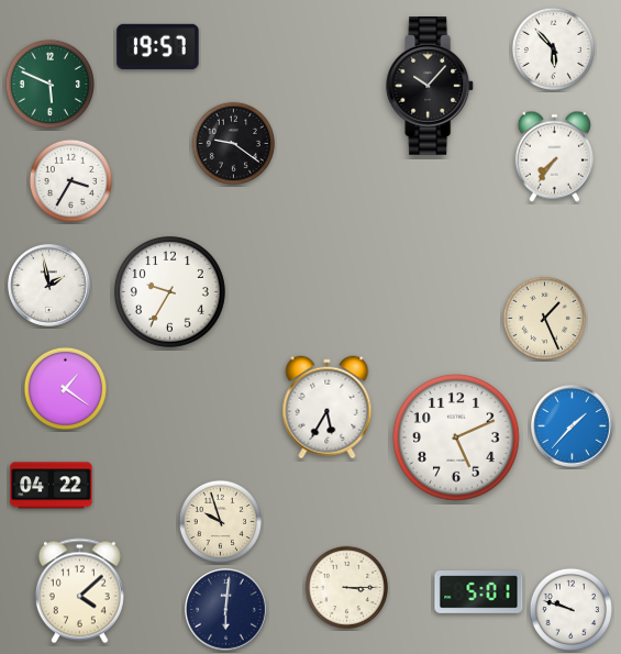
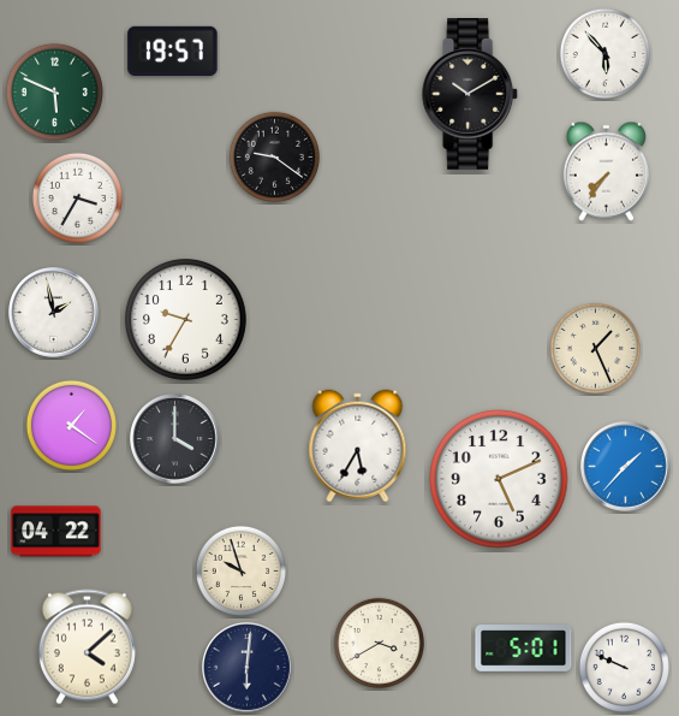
clock at (431, 87): 10:07 -> 10:10
clock at (233, 143) position: (233, 143) -> (274, 156)
clock at (175, 439): none -> 4:00
clock at (346, 587): 3:15 -> 3:40
clock at (570, 609): 9:48 -> 9:49
